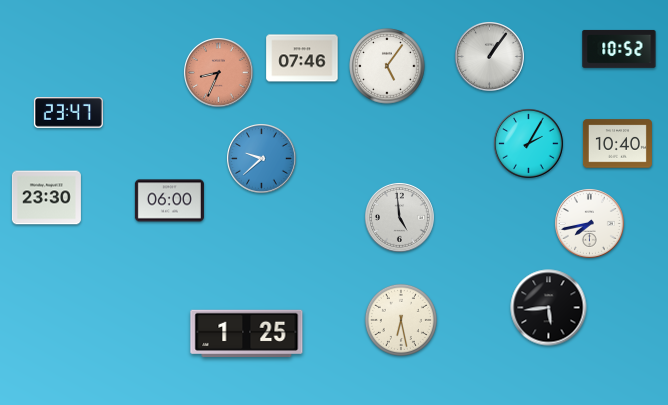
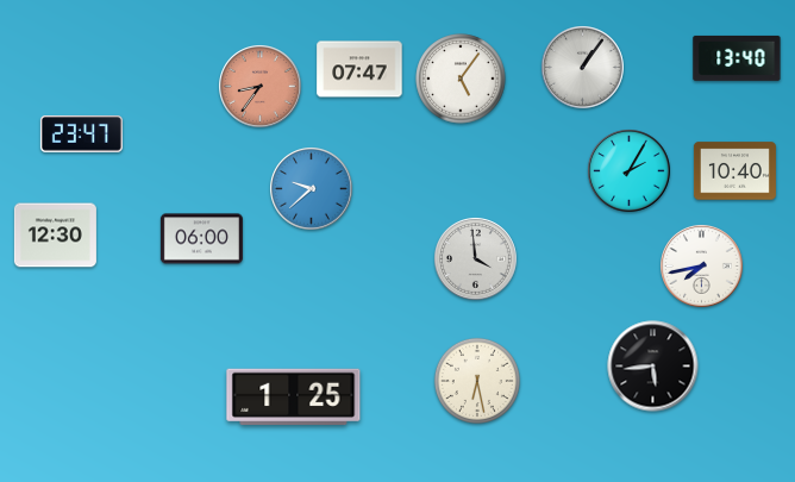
clock at (619, 49): 10:52 -> 13:40
clock at (302, 58): 07:46 -> 07:47
clock at (219, 73): 8:34 -> 8:36
clock at (46, 198): 23:30 -> 12:30
clock at (400, 218): 4:59 -> 3:59
